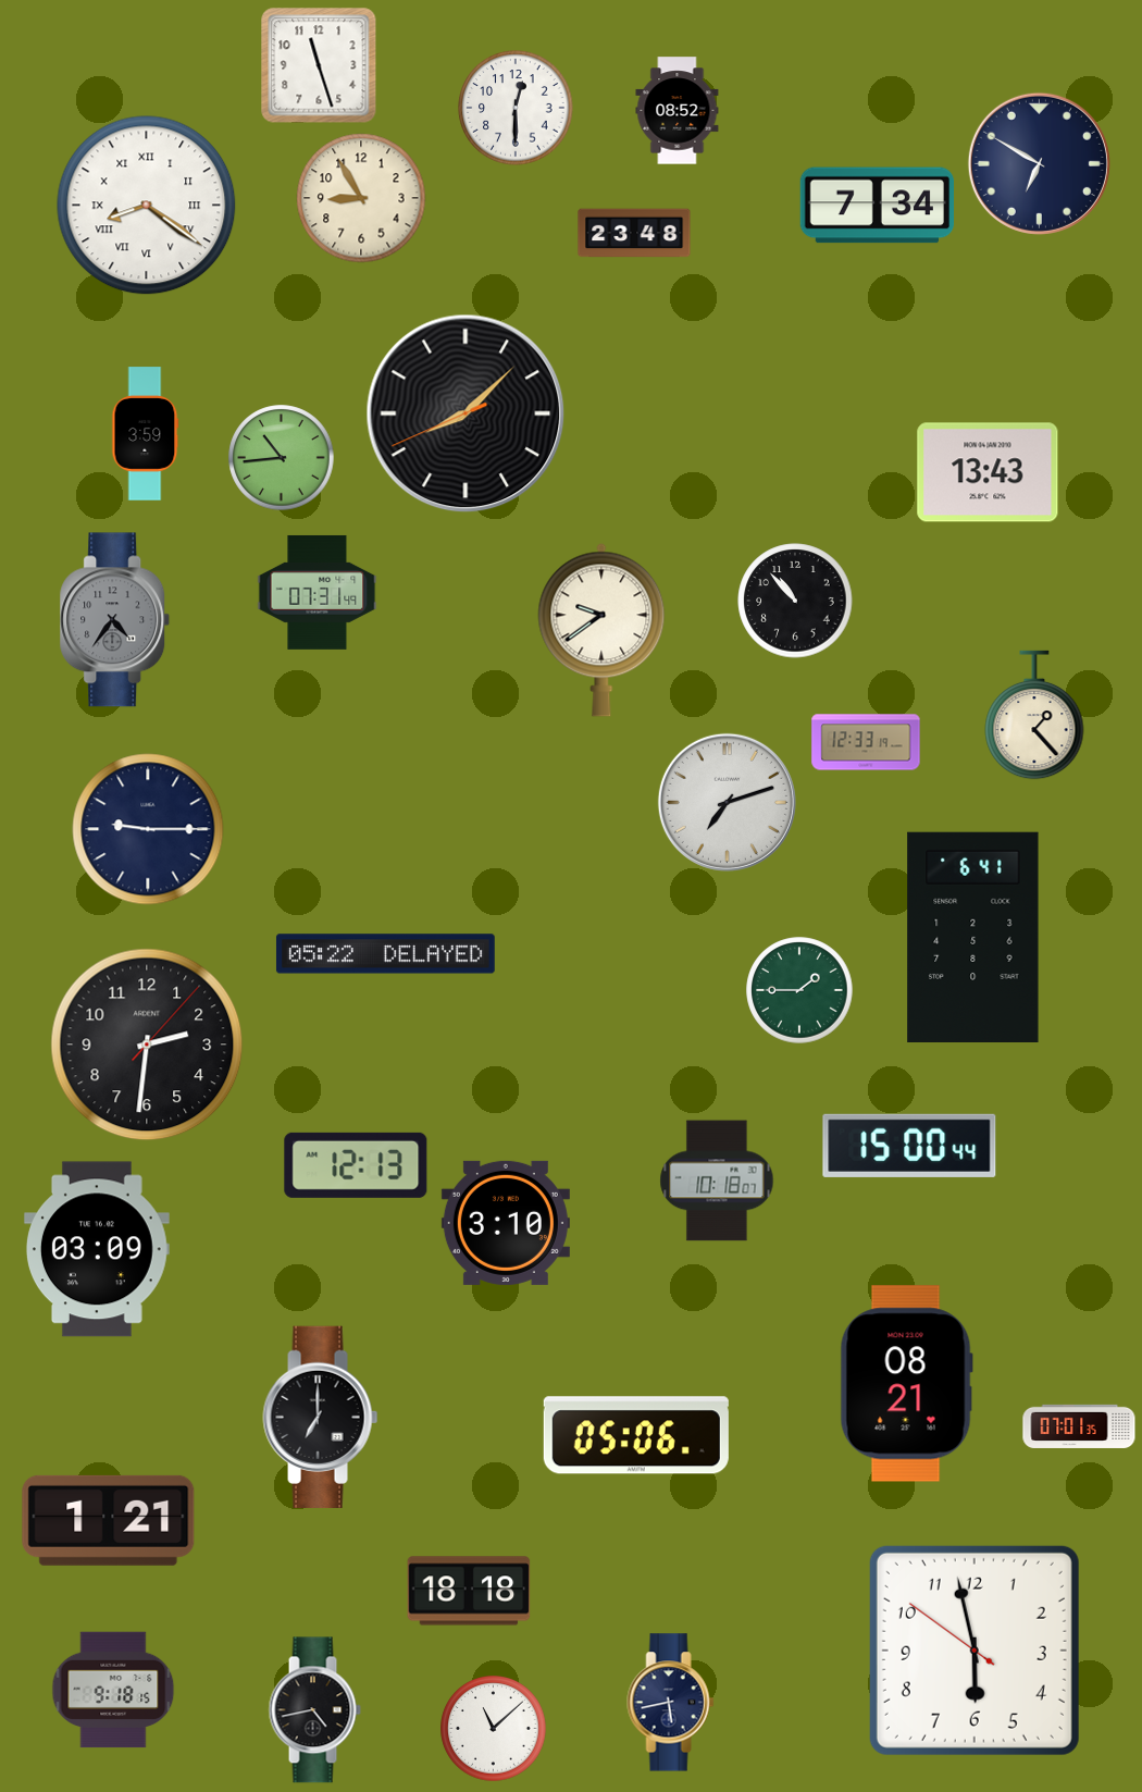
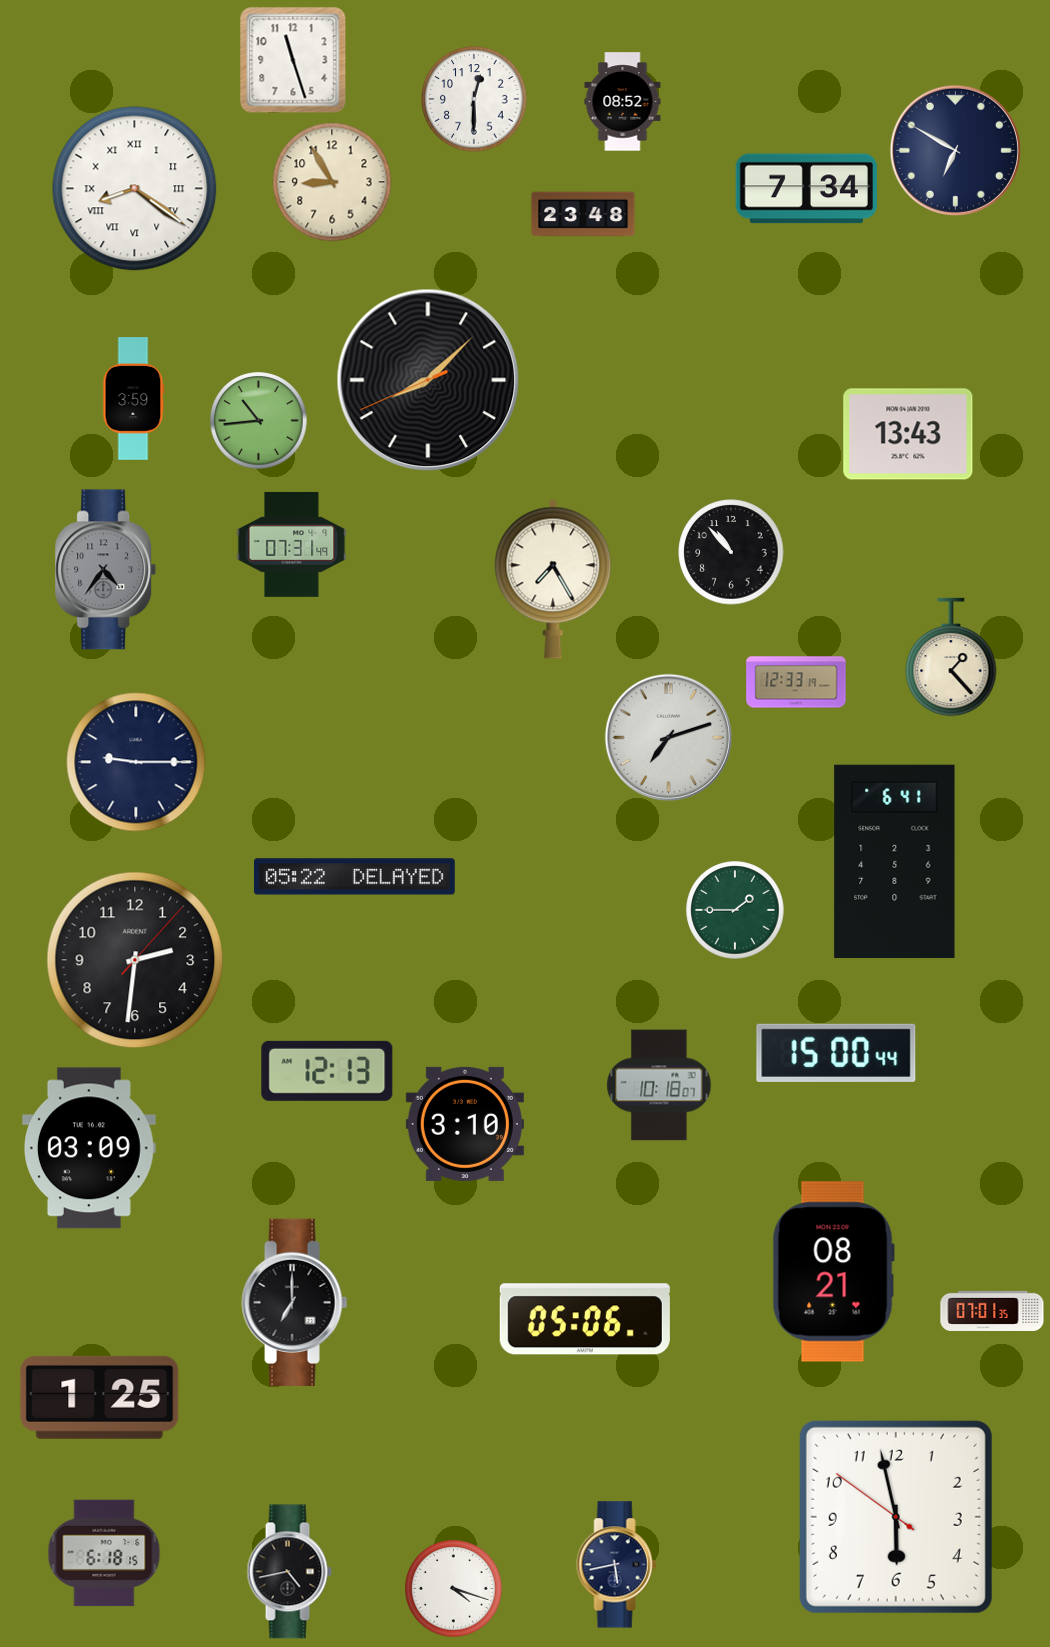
clock at (601, 630): 9:39 -> 7:25
clock at (109, 1520): 1:21 -> 1:25
clock at (469, 1591): 18:18 -> none
clock at (113, 1690): 9:18 -> 6:18
clock at (494, 1729): 11:08 -> 4:18
